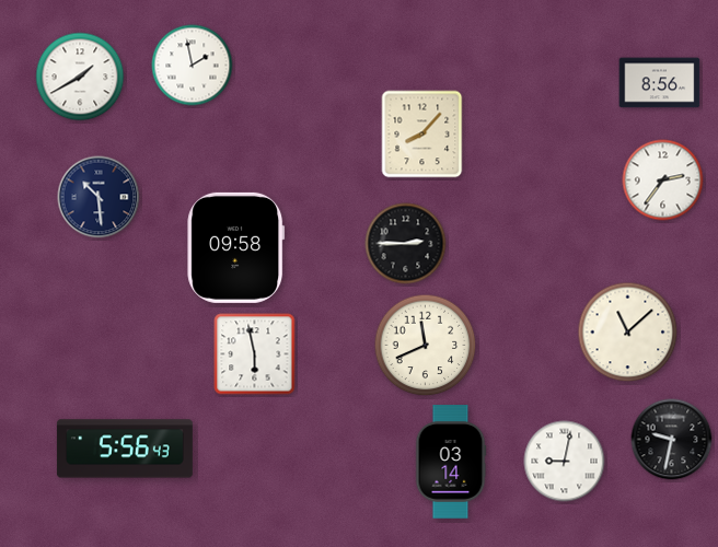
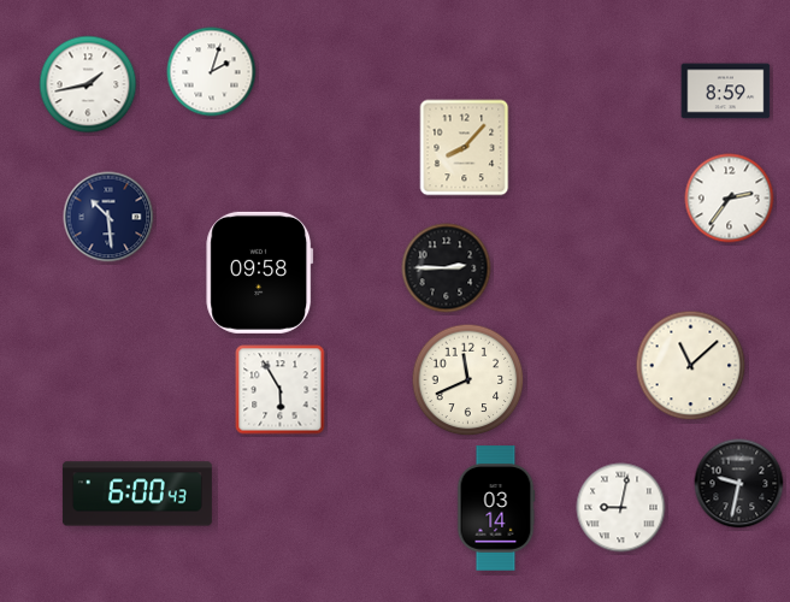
clock at (193, 66): 1:58 -> 2:03
clock at (80, 77): 1:40 -> 1:43
clock at (660, 83): 8:56 -> 8:59
clock at (255, 354): 5:58 -> 5:55
clock at (125, 449): 5:56 -> 6:00
